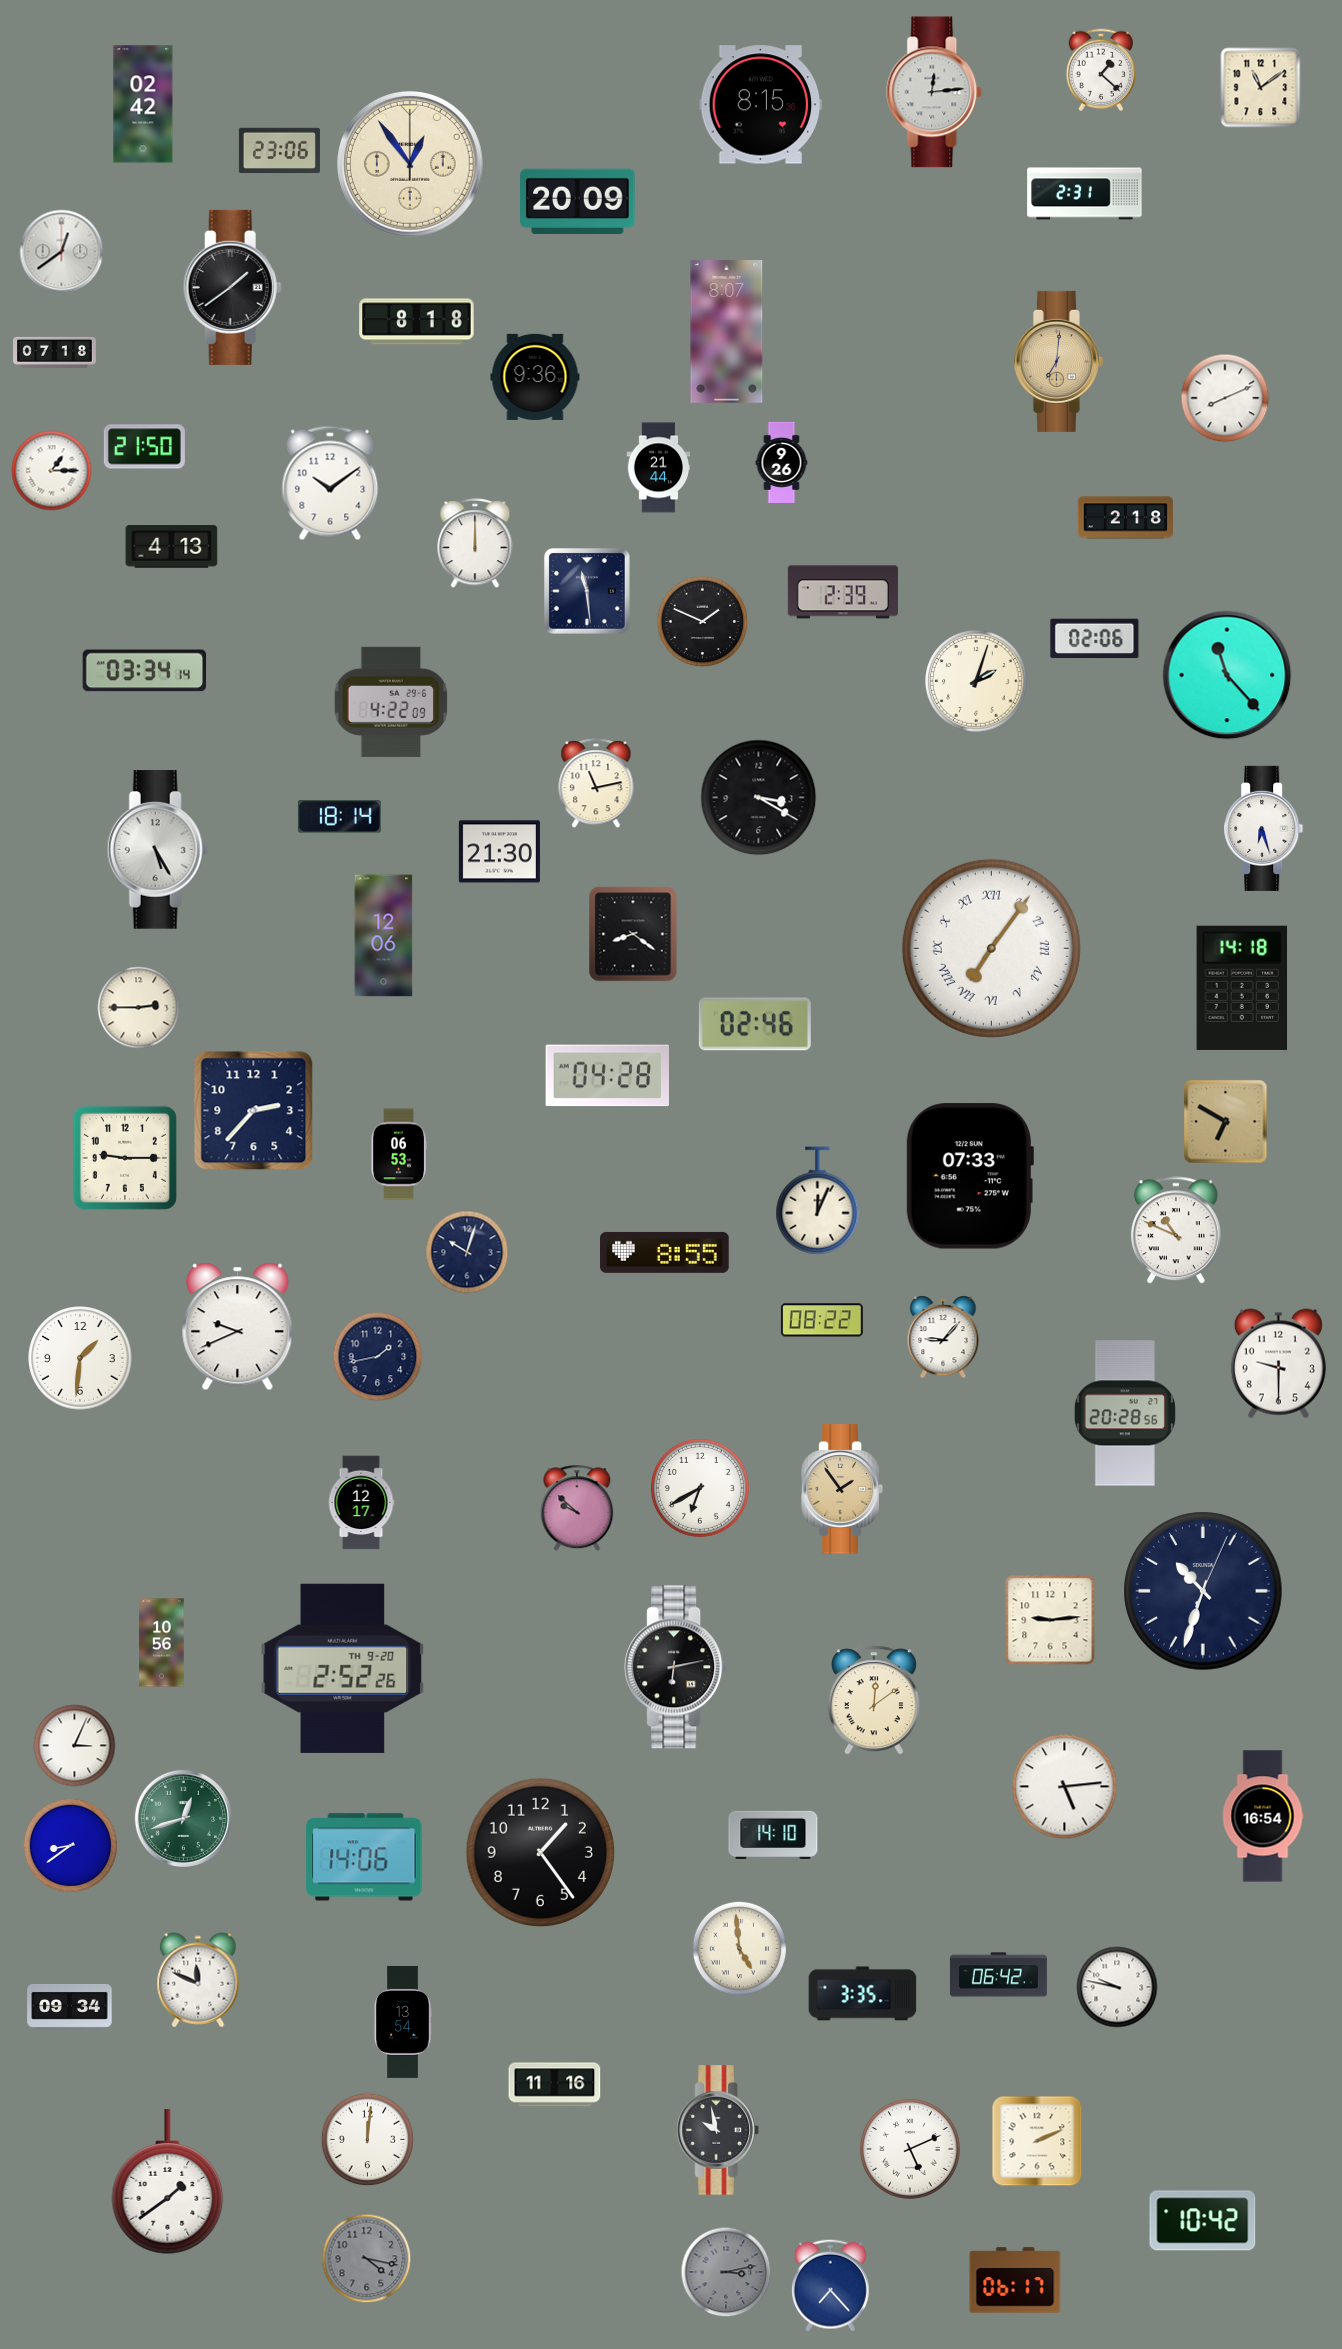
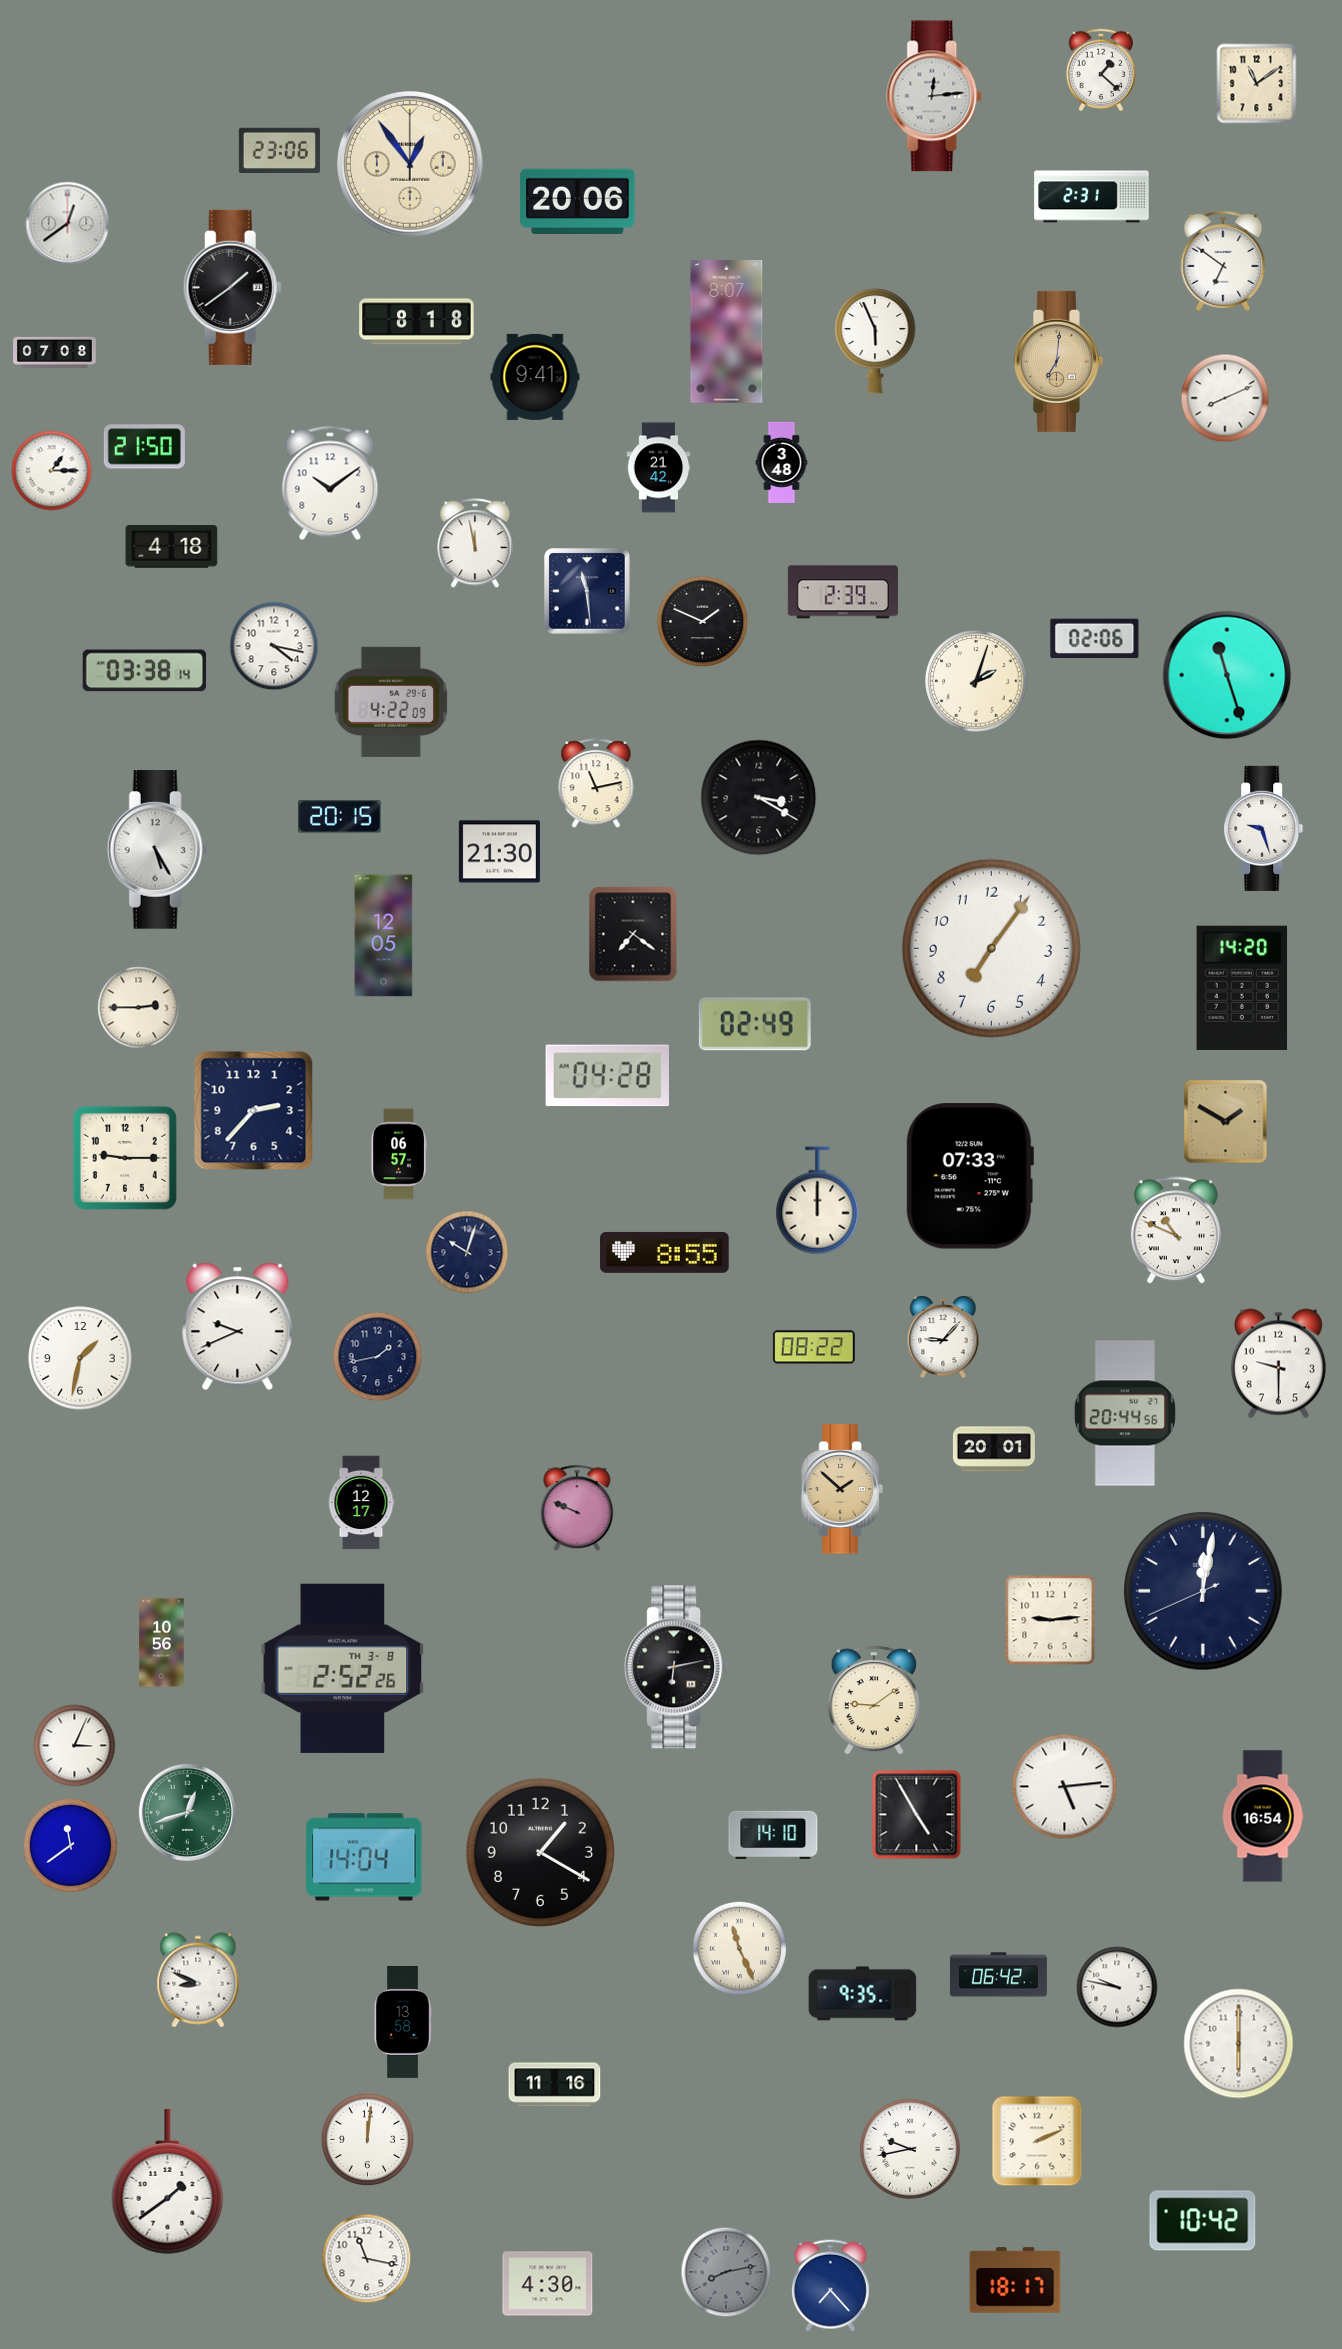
clock at (1261, 88) position: (1261, 88) -> (1257, 84)
clock at (935, 92) position: (935, 92) -> (935, 96)
clock at (143, 104): 02:42 -> none
clock at (761, 105): 8:15 -> none
clock at (1085, 194) position: (1085, 194) -> (1092, 197)
clock at (578, 201): 20:09 -> 20:06
clock at (62, 252) position: (62, 252) -> (68, 224)
clock at (1223, 261): none -> 6:51
clock at (875, 341): none -> 5:56
clock at (55, 352): 07:18 -> 07:08
clock at (535, 377): 9:36 -> 9:41
clock at (782, 462): 9:26 -> 3:48
clock at (659, 468): 21:44 -> 21:42
clock at (1125, 518): 2:18 -> none
clock at (475, 544): 12:00 -> 11:58
clock at (172, 547): 4:13 -> 4:18
clock at (274, 646): none -> 4:17
clock at (145, 671): 03:34 -> 03:38
clock at (1227, 675): 11:23 -> 11:27
clock at (339, 817): 18:14 -> 20:15
clock at (1264, 828): 6:27 -> 9:27
clock at (633, 934): 8:21 -> 7:21
clock at (384, 936): 12:06 -> 12:05
clock at (991, 948) numerals: Roman -> Arabic
clock at (1242, 988): 14:18 -> 14:20
clock at (755, 1024): 02:46 -> 02:49
clock at (1226, 1122): 6:50 -> 1:50
clock at (399, 1154): 06:53 -> 06:57
clock at (818, 1201): 12:04 -> 12:00
clock at (822, 1320) position: (822, 1320) -> (814, 1347)
clock at (80, 1358): 1:31 -> 1:32
clock at (1125, 1413): 20:28 -> 20:44
clock at (994, 1449): none -> 20:01
clock at (700, 1488): 6:40 -> none
clock at (842, 1489): 1:54 -> 1:52
clock at (577, 1508): 9:52 -> 9:49
clock at (1203, 1591): 10:33 -> 12:01
clock at (343, 1668) date: TH 9-20 -> TH 3-8
clock at (874, 1700): 12:09 -> 9:09
clock at (917, 1815): none -> 4:55
clock at (183, 1818) position: (183, 1818) -> (187, 1812)
clock at (70, 1845): 8:39 -> 11:39
clock at (540, 1852): 1:24 -> 1:20
clock at (364, 1857): 14:06 -> 14:04
clock at (739, 1948): 4:59 -> 11:26
clock at (198, 1980): 11:49 -> 8:49
clock at (863, 1994): 3:35 -> 9:35
clock at (70, 2006): 09:34 -> none
clock at (403, 2022): 13:54 -> 13:58
clock at (1239, 2044): none -> 6:00
clock at (718, 2130): 9:58 -> none
clock at (911, 2150): 5:11 -> 9:43
clock at (367, 2259): 4:17 -> 11:17
clock at (367, 2259) dial: grey -> white
clock at (726, 2272): 3:13 -> 8:13
clock at (1015, 2280): 06:17 -> 18:17
clock at (548, 2284): none -> 4:30
